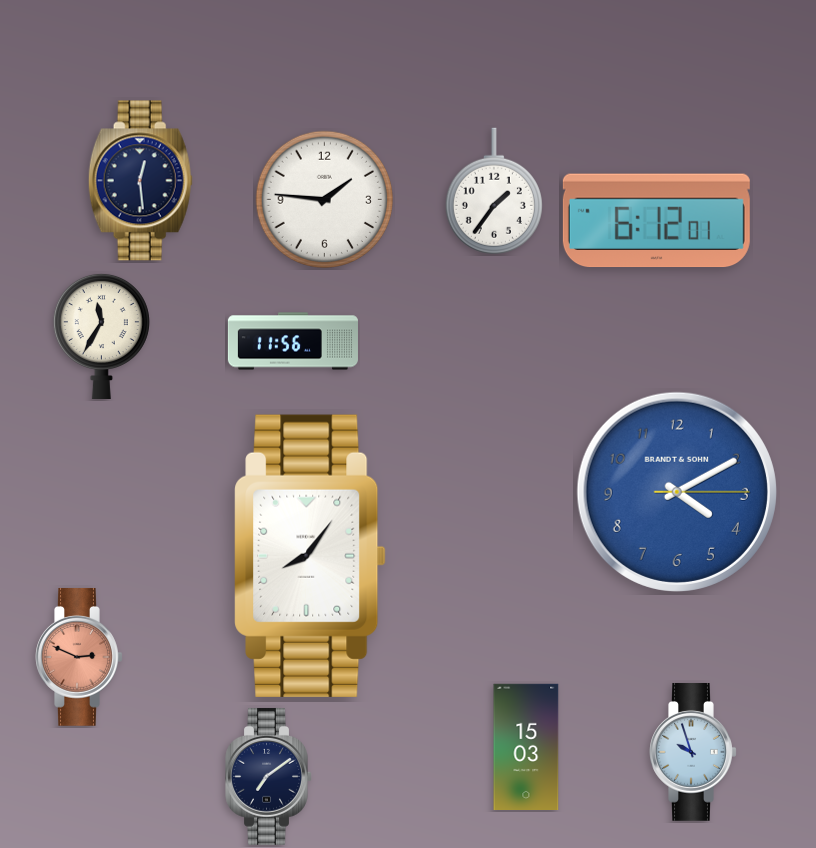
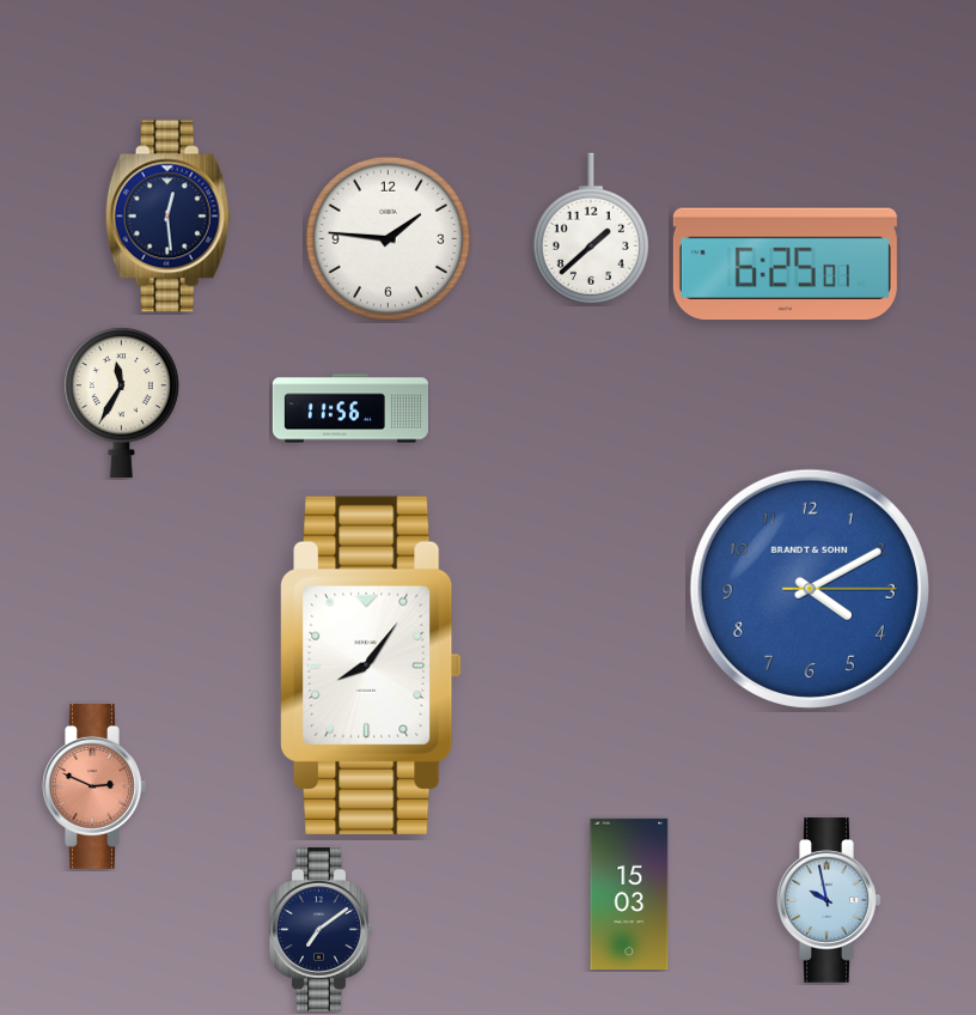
clock at (494, 191): 1:36 -> 1:38
clock at (656, 221): 6:12 -> 6:25
clock at (693, 752): 9:57 -> 9:58
